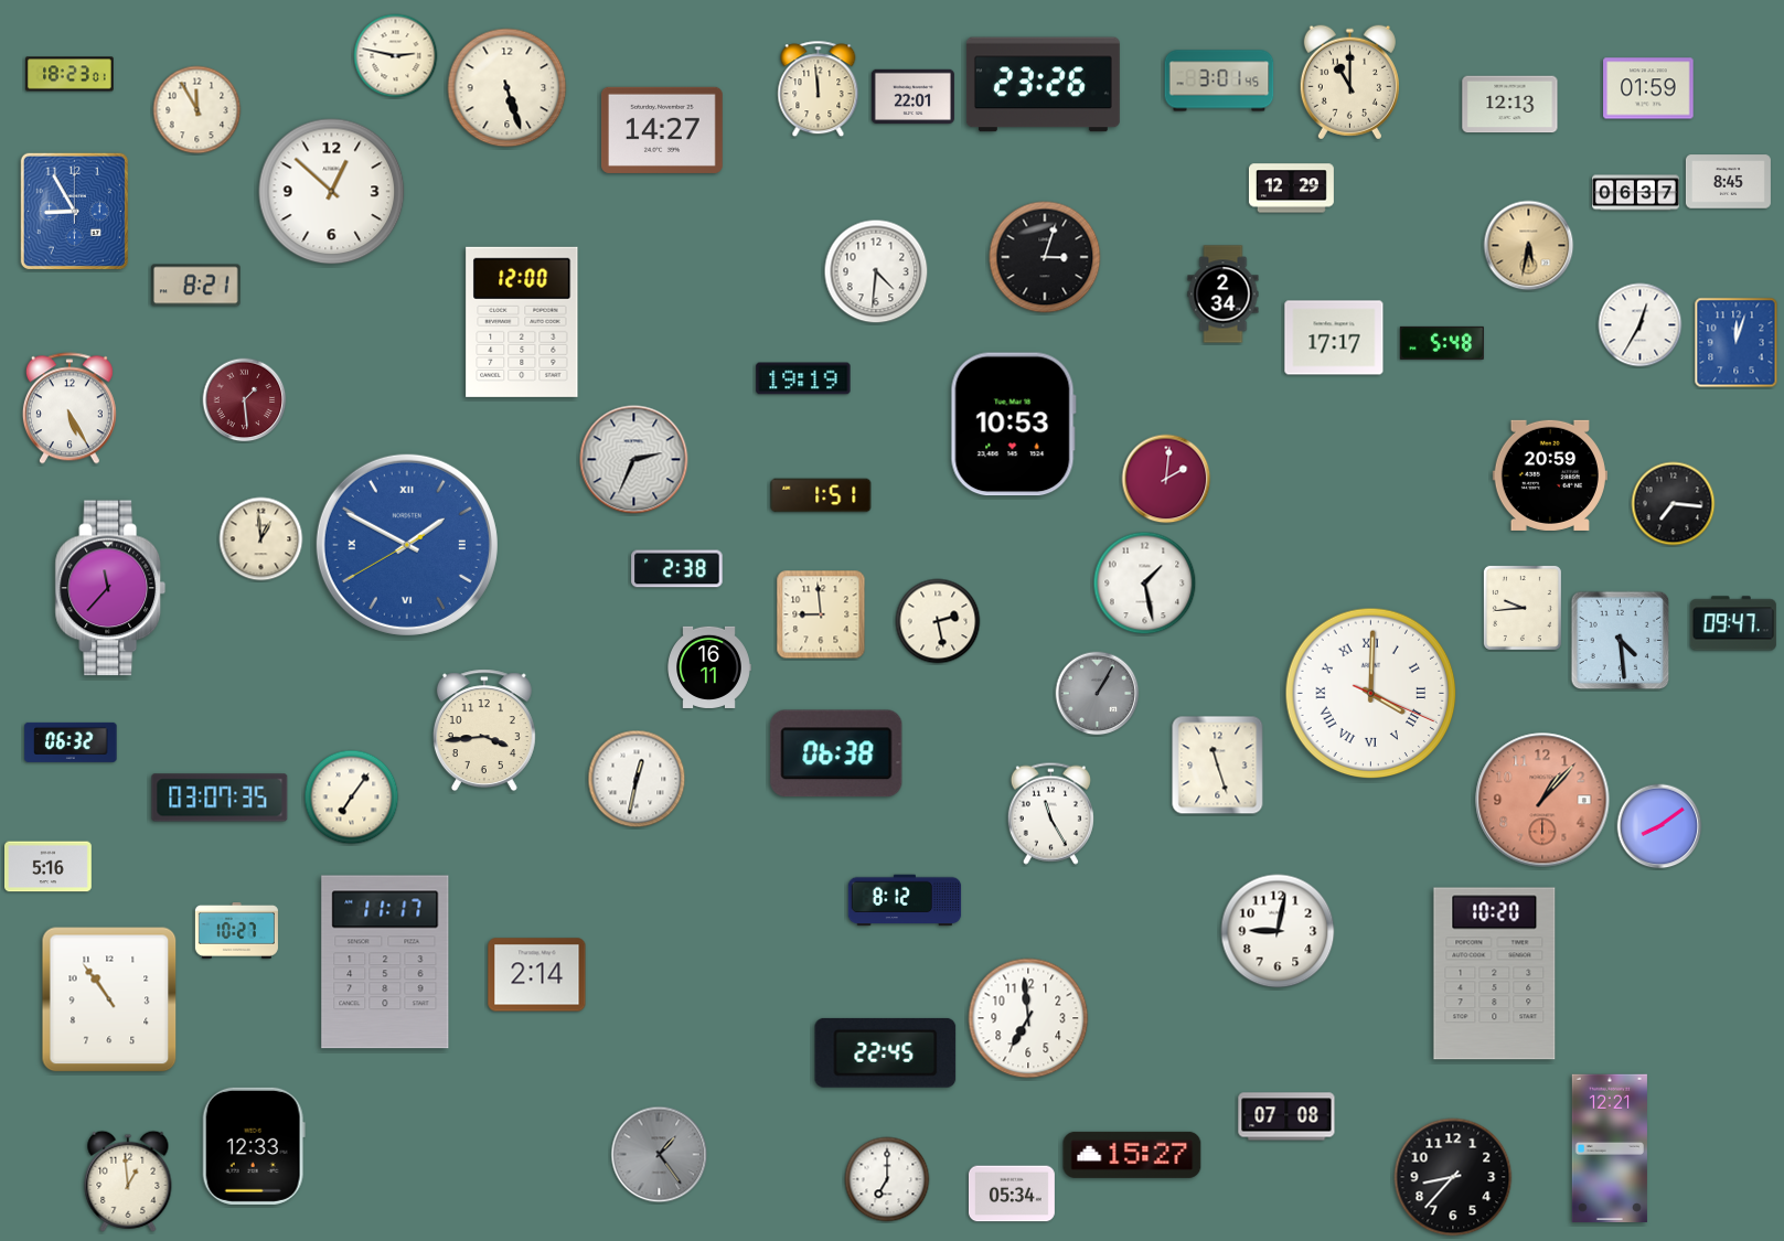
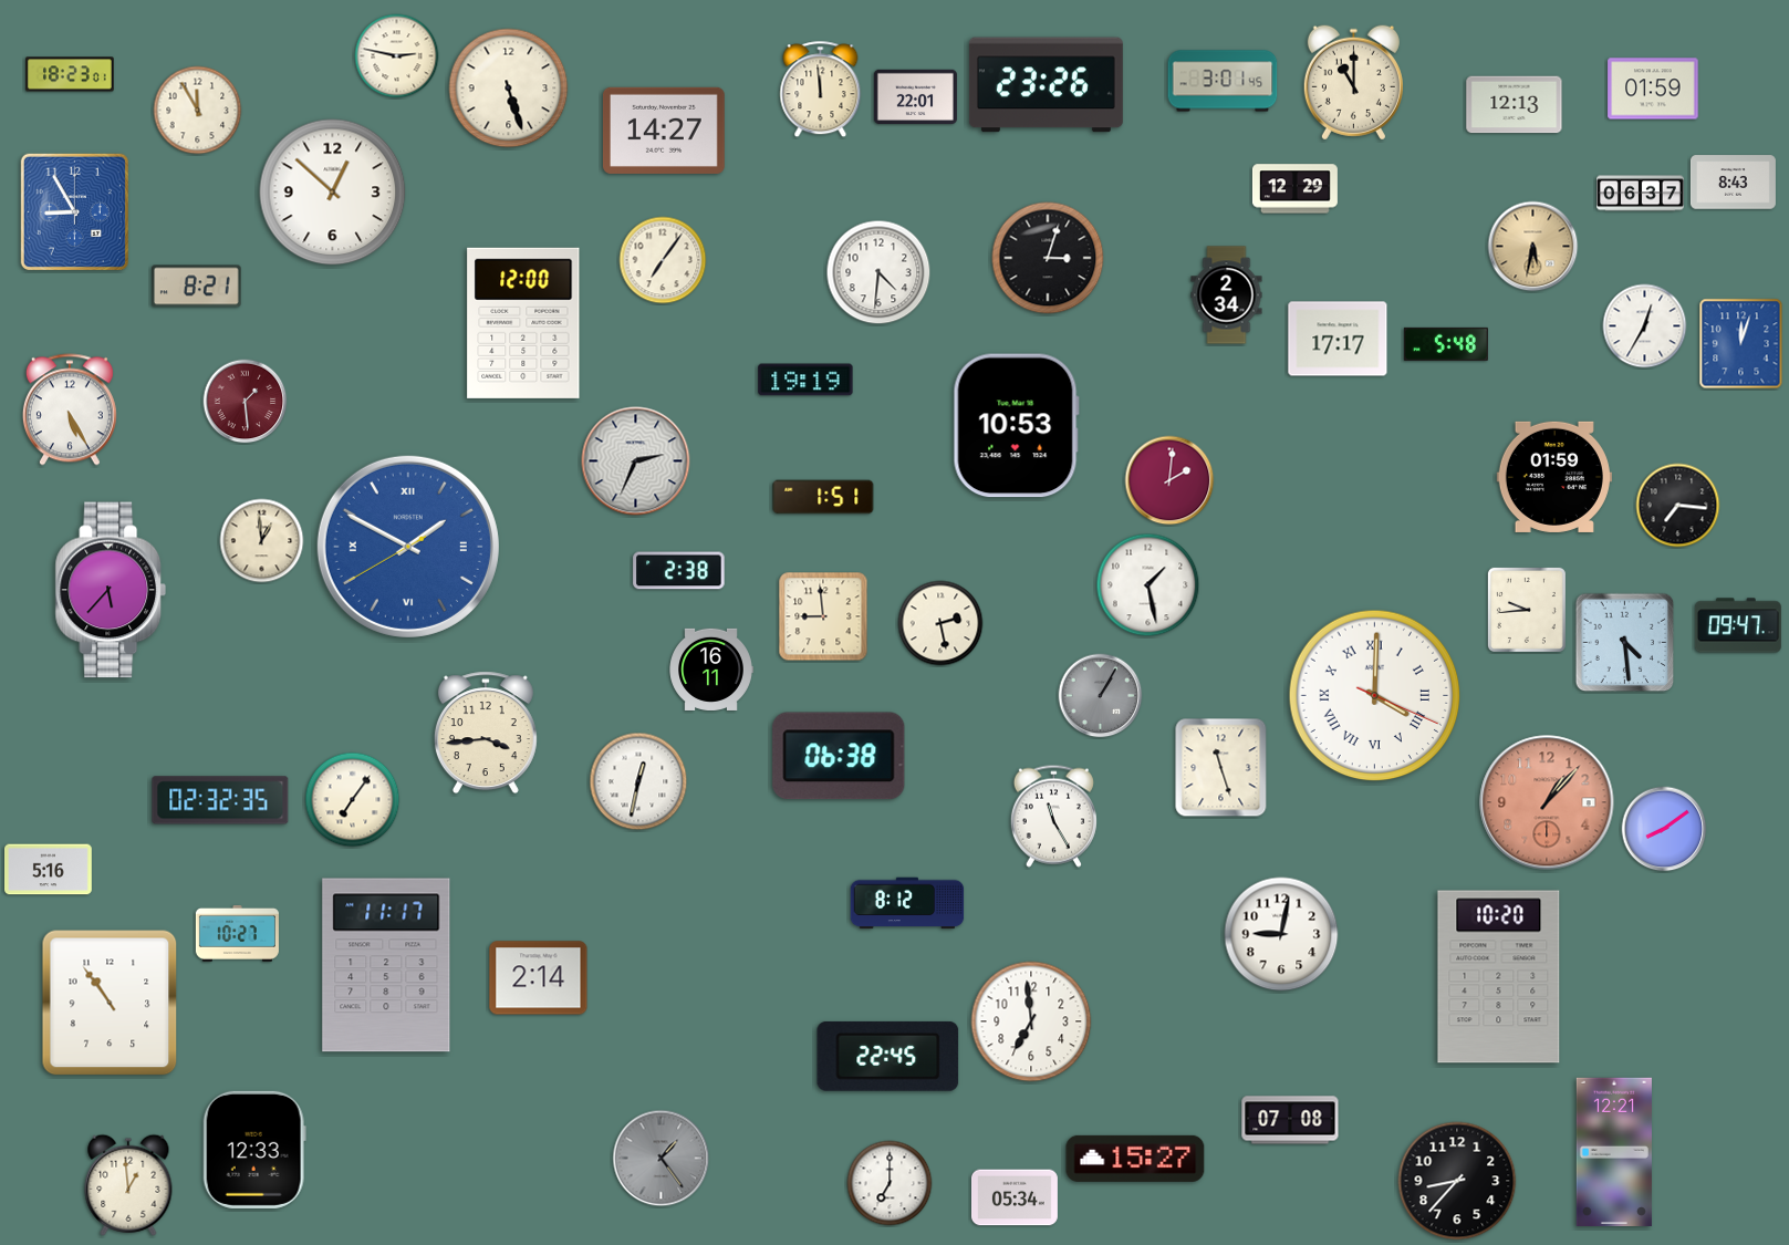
clock at (1728, 182): 8:45 -> 8:43
clock at (663, 260): none -> 7:06
clock at (1550, 475): 20:59 -> 01:59
clock at (110, 588): 11:37 -> 5:37
clock at (71, 742): 06:32 -> none
clock at (220, 798): 03:07 -> 02:32
